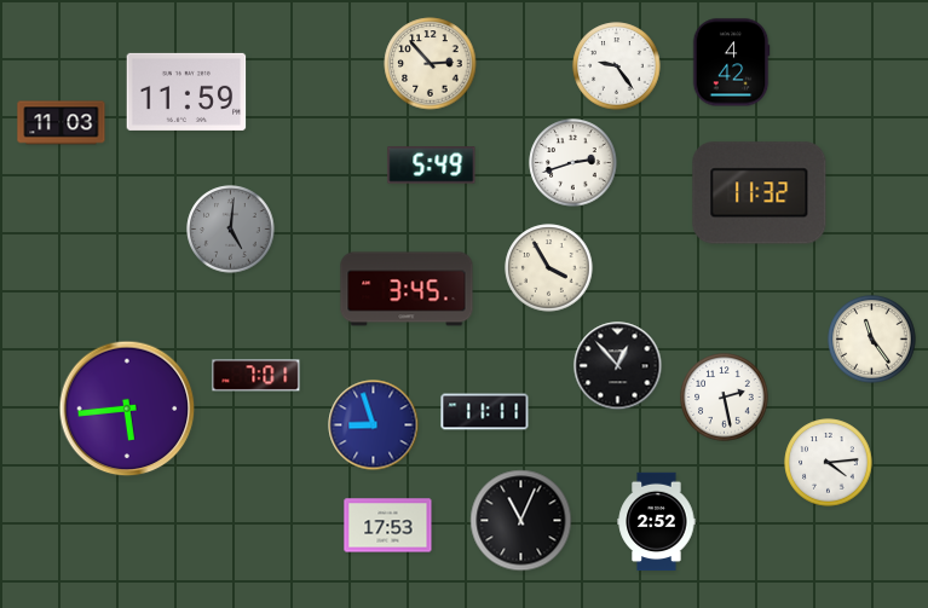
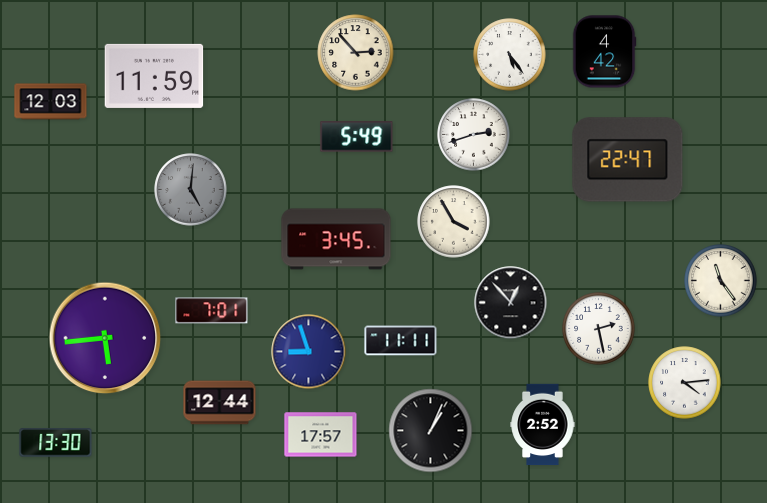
clock at (617, 66): 9:24 -> 5:24
clock at (62, 123): 11:03 -> 12:03
clock at (760, 193): 11:32 -> 22:47
clock at (220, 403): none -> 12:44
clock at (521, 521): 11:04 -> 1:04
clock at (657, 522) position: (657, 522) -> (543, 425)
clock at (388, 526): 17:53 -> 17:57
clock at (56, 443): none -> 13:30
